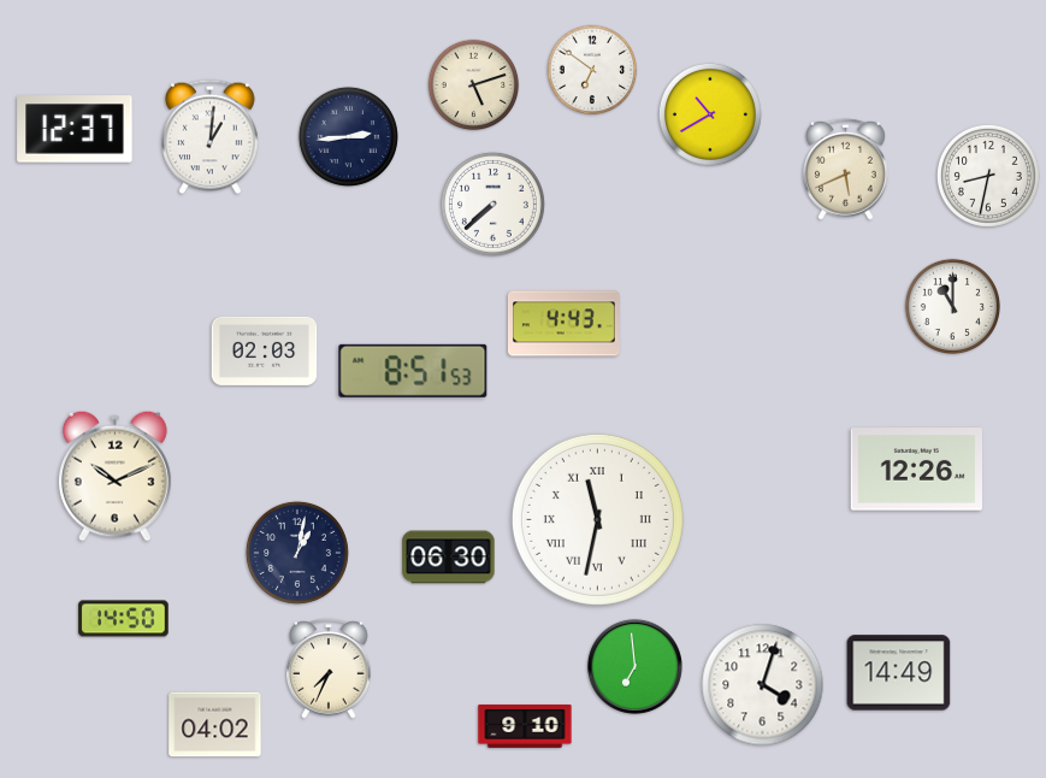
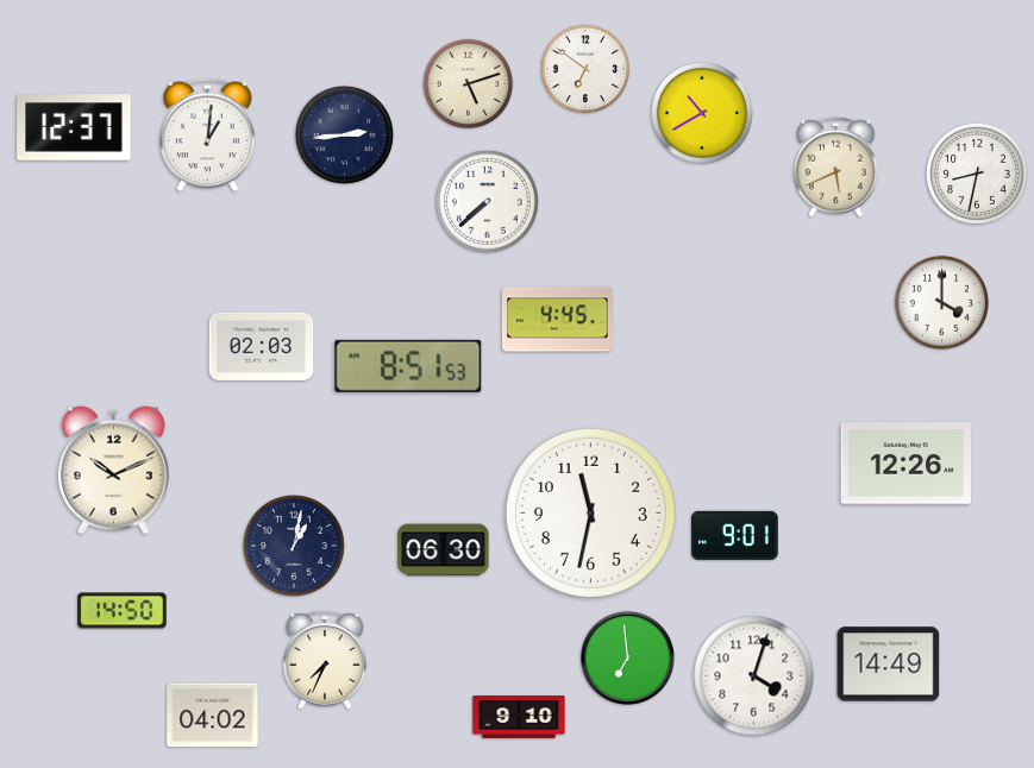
clock at (952, 306): 11:00 -> 4:00
clock at (563, 324): 4:43 -> 4:45
clock at (597, 519) numerals: Roman -> Arabic
clock at (734, 535): none -> 9:01
